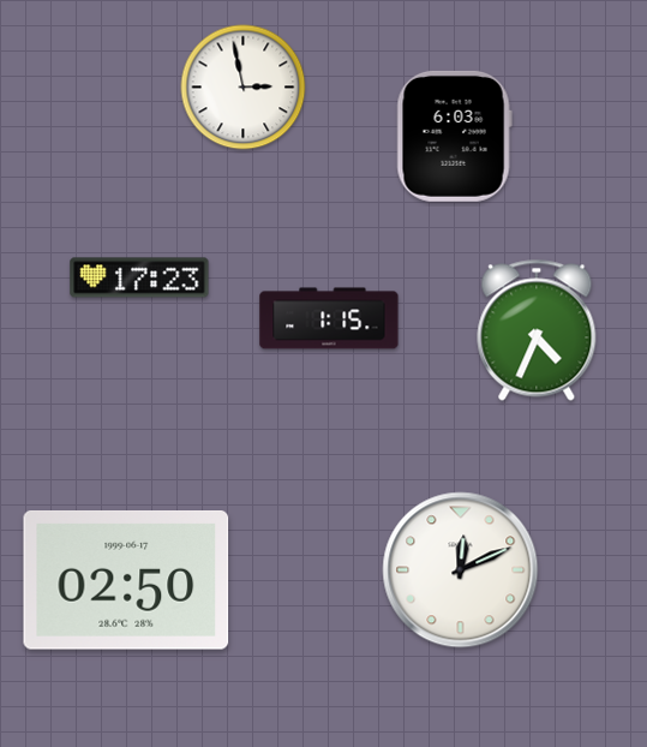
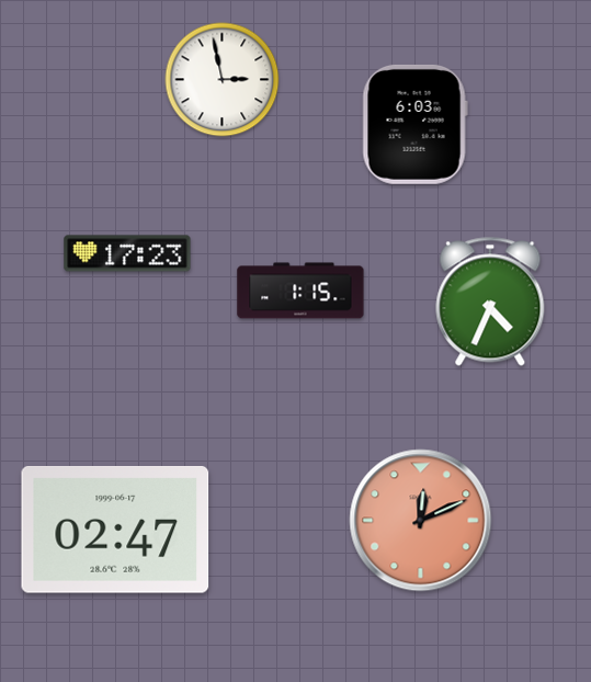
clock at (461, 570) dial: white -> salmon
clock at (126, 581): 02:50 -> 02:47
